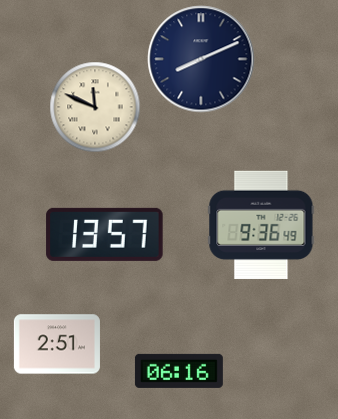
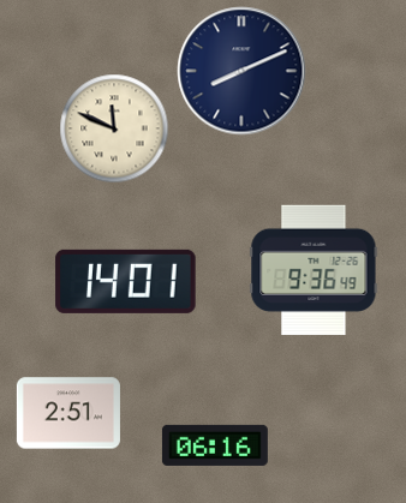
clock at (105, 234): 13:57 -> 14:01
